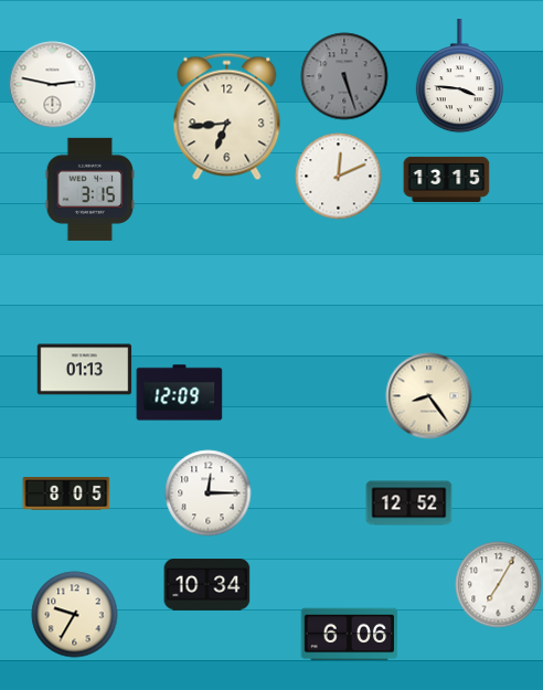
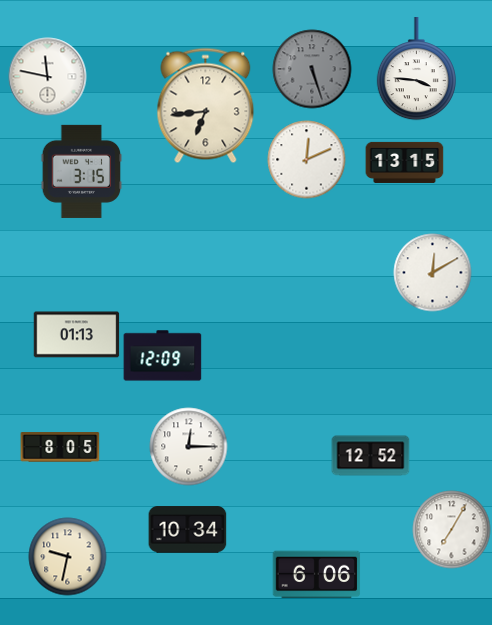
clock at (52, 84): 2:47 -> 11:47
clock at (432, 272): none -> 12:10
clock at (428, 395): 8:24 -> none
clock at (74, 614): 9:35 -> 9:32
